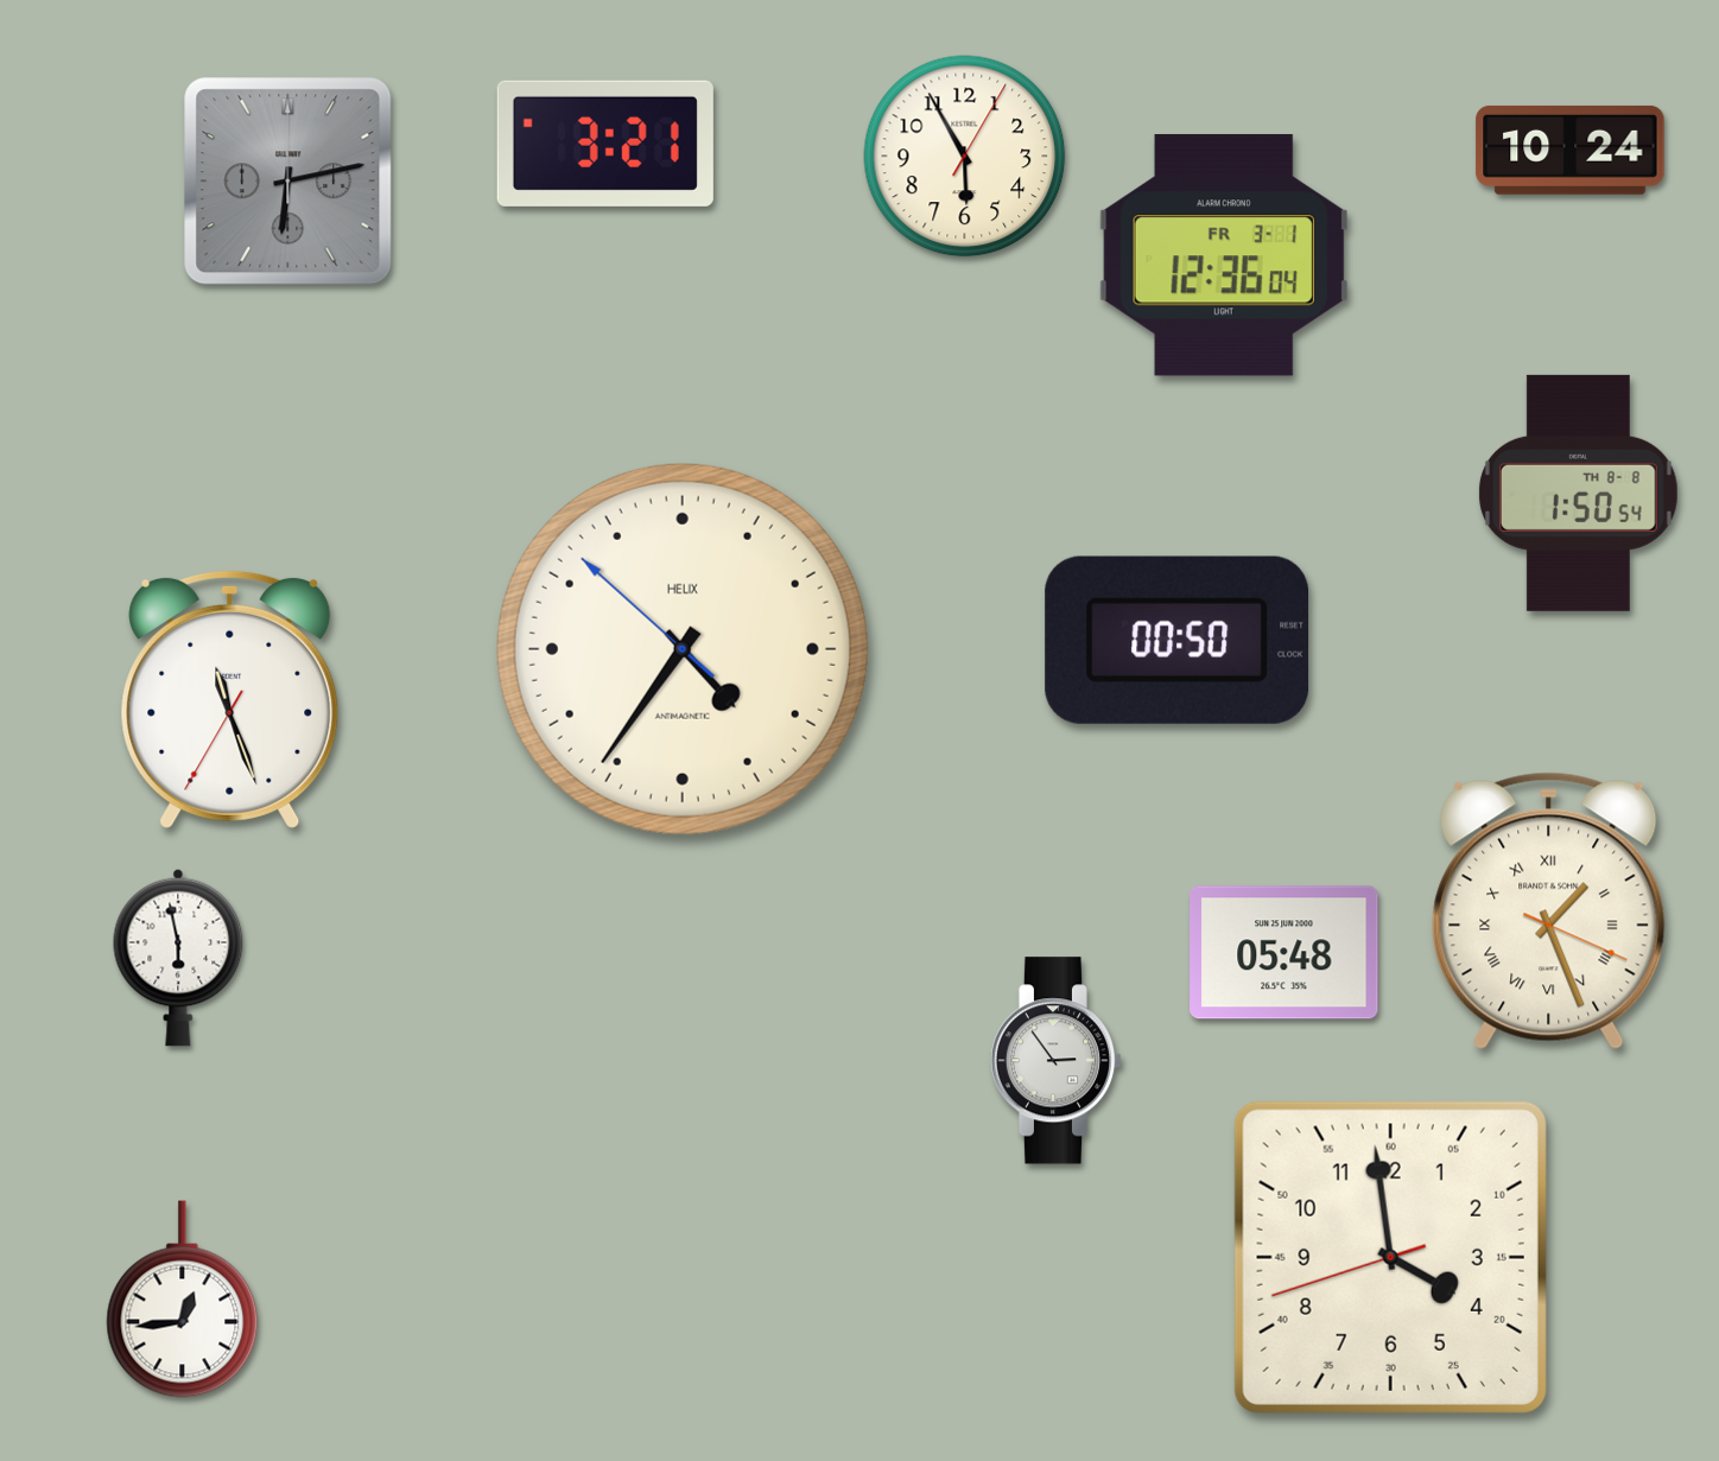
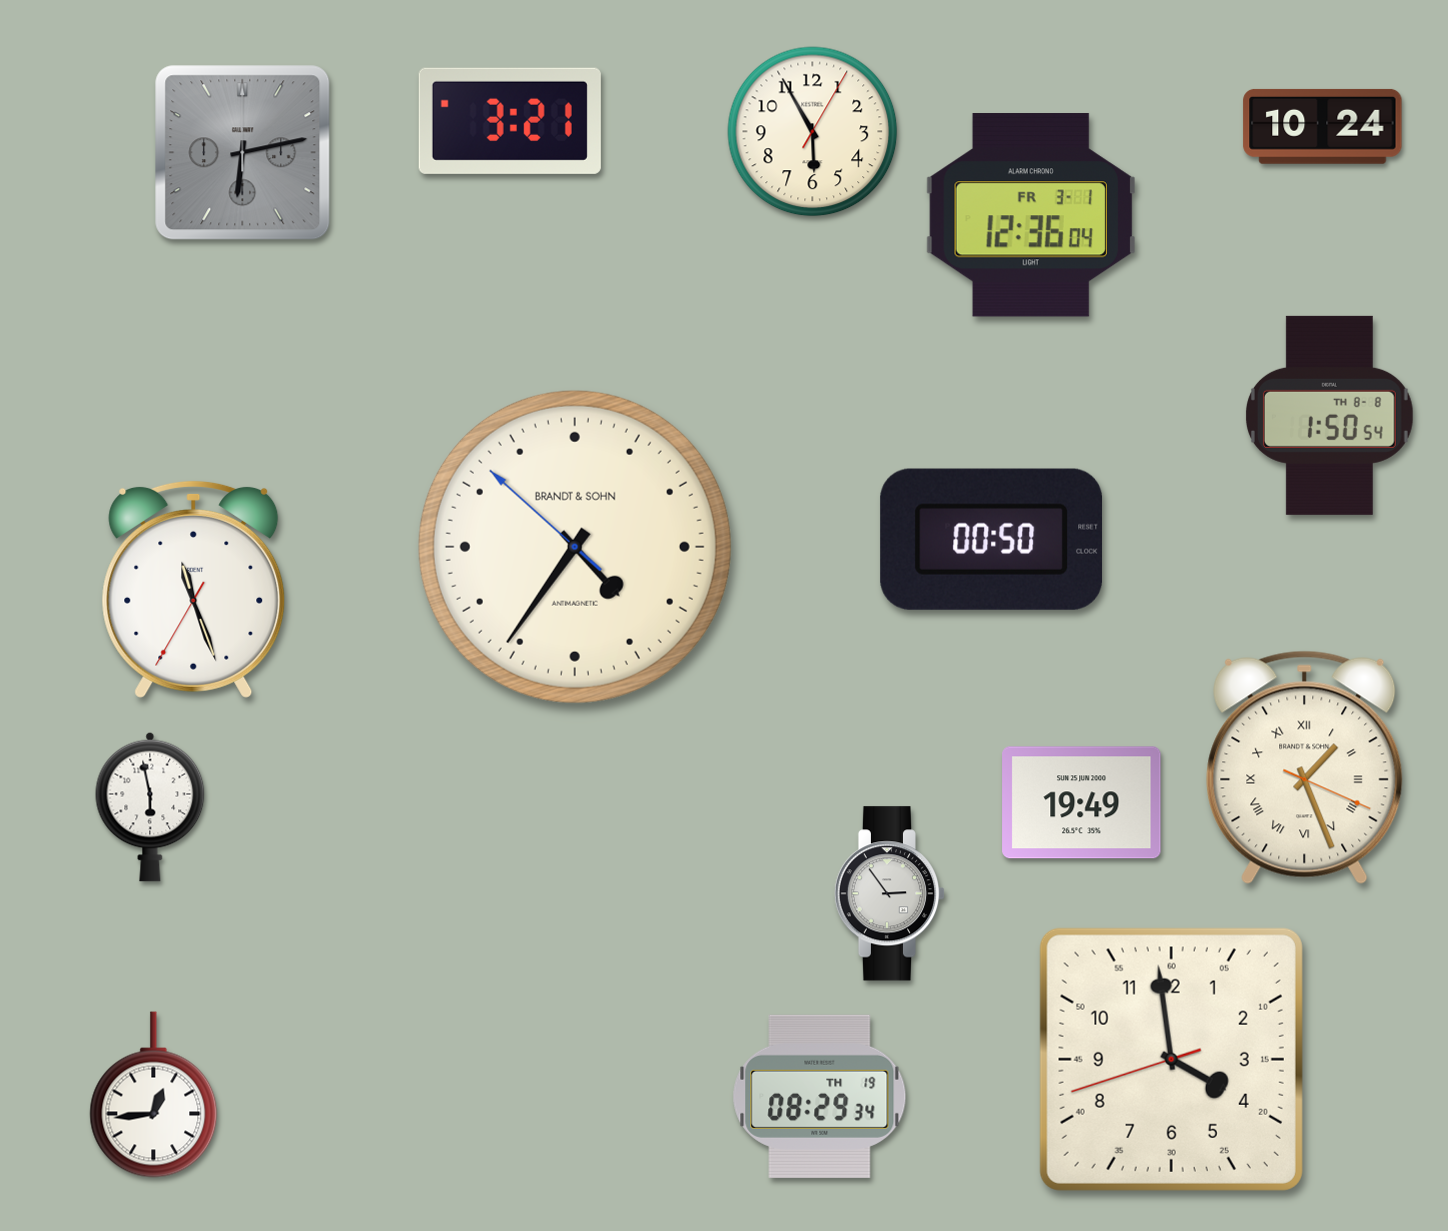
clock at (683, 649) brand: HELIX -> BRANDT & SOHN
clock at (1285, 953): 05:48 -> 19:49
clock at (820, 1096): none -> 08:29
